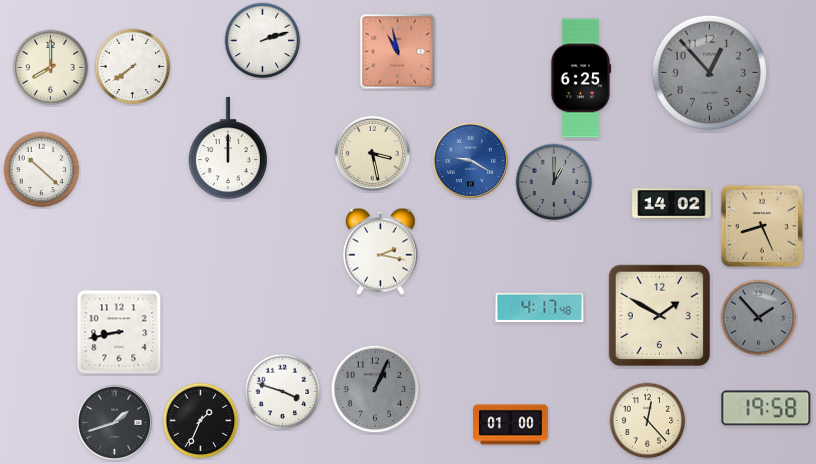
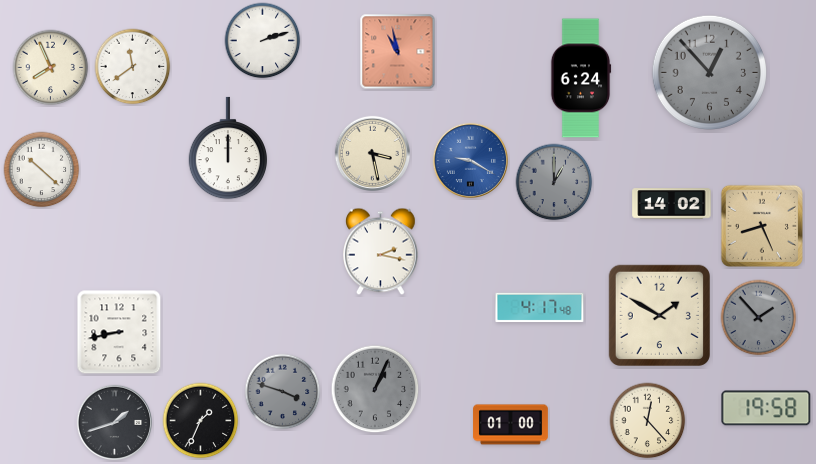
clock at (133, 67): 7:39 -> 11:39
clock at (51, 68): 8:00 -> 7:56
clock at (581, 78): 6:25 -> 6:24
clock at (283, 392) dial: white -> grey
